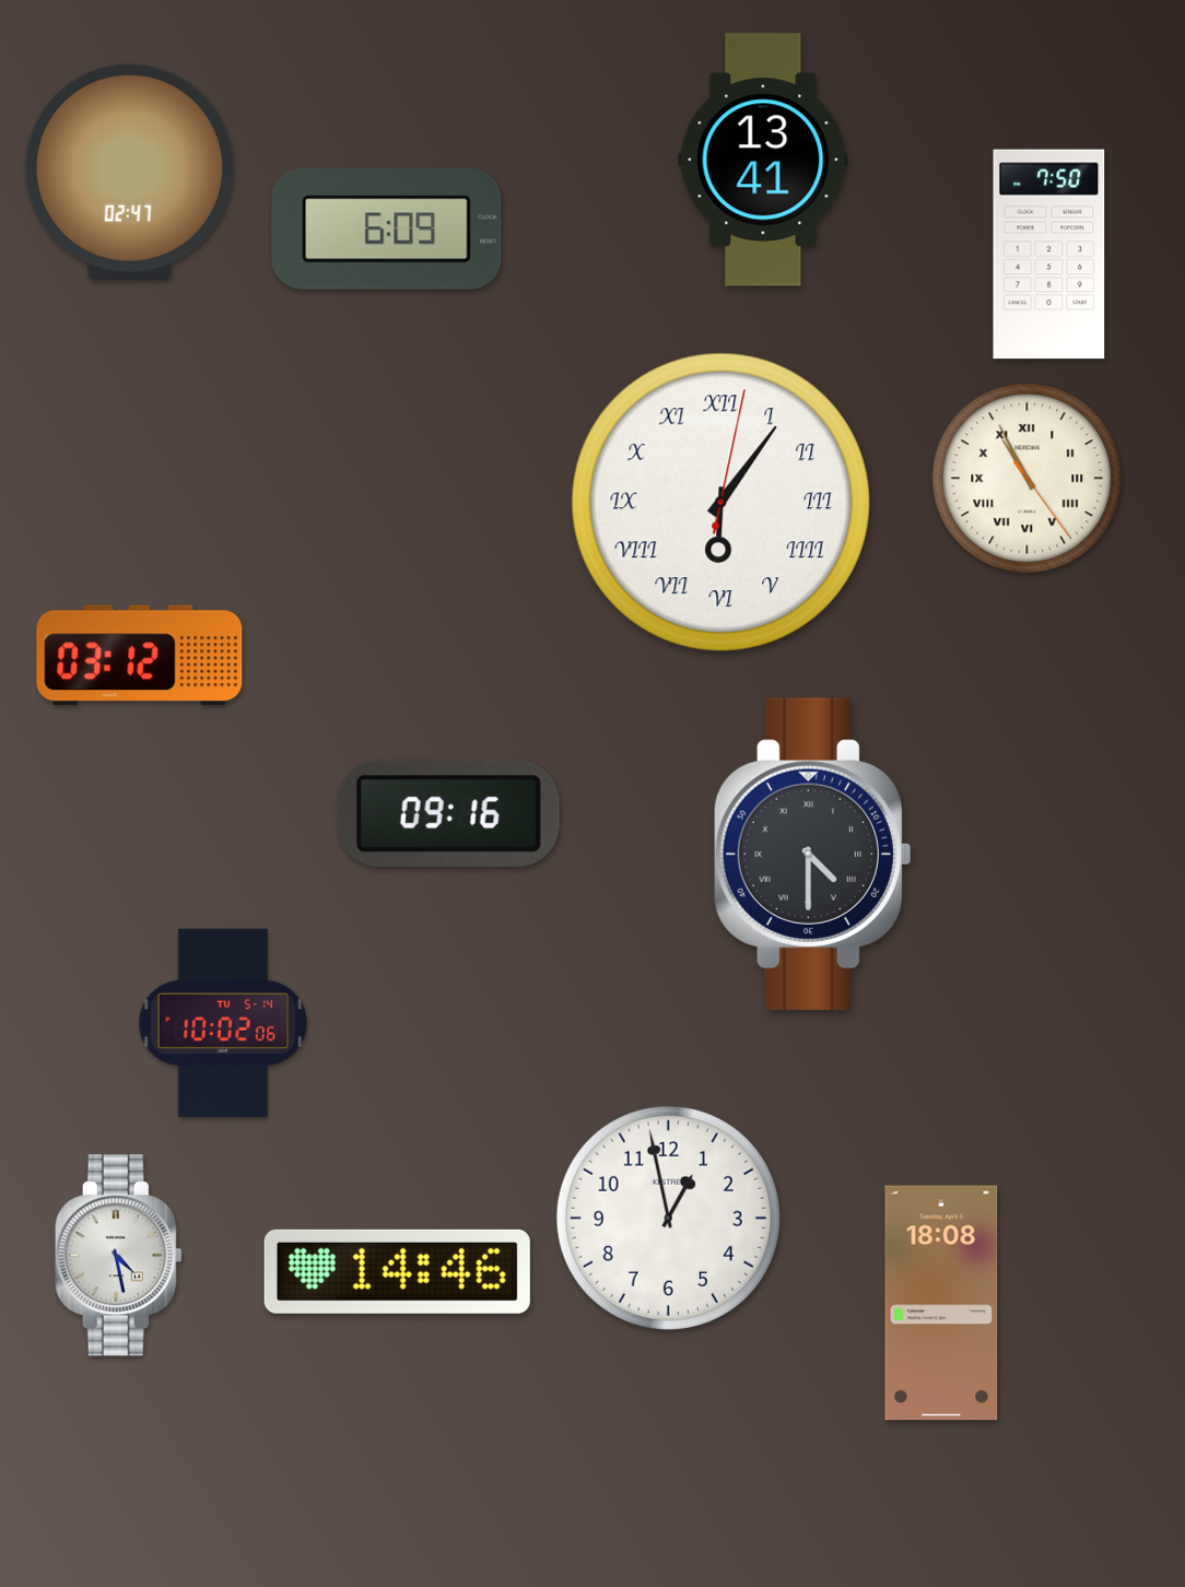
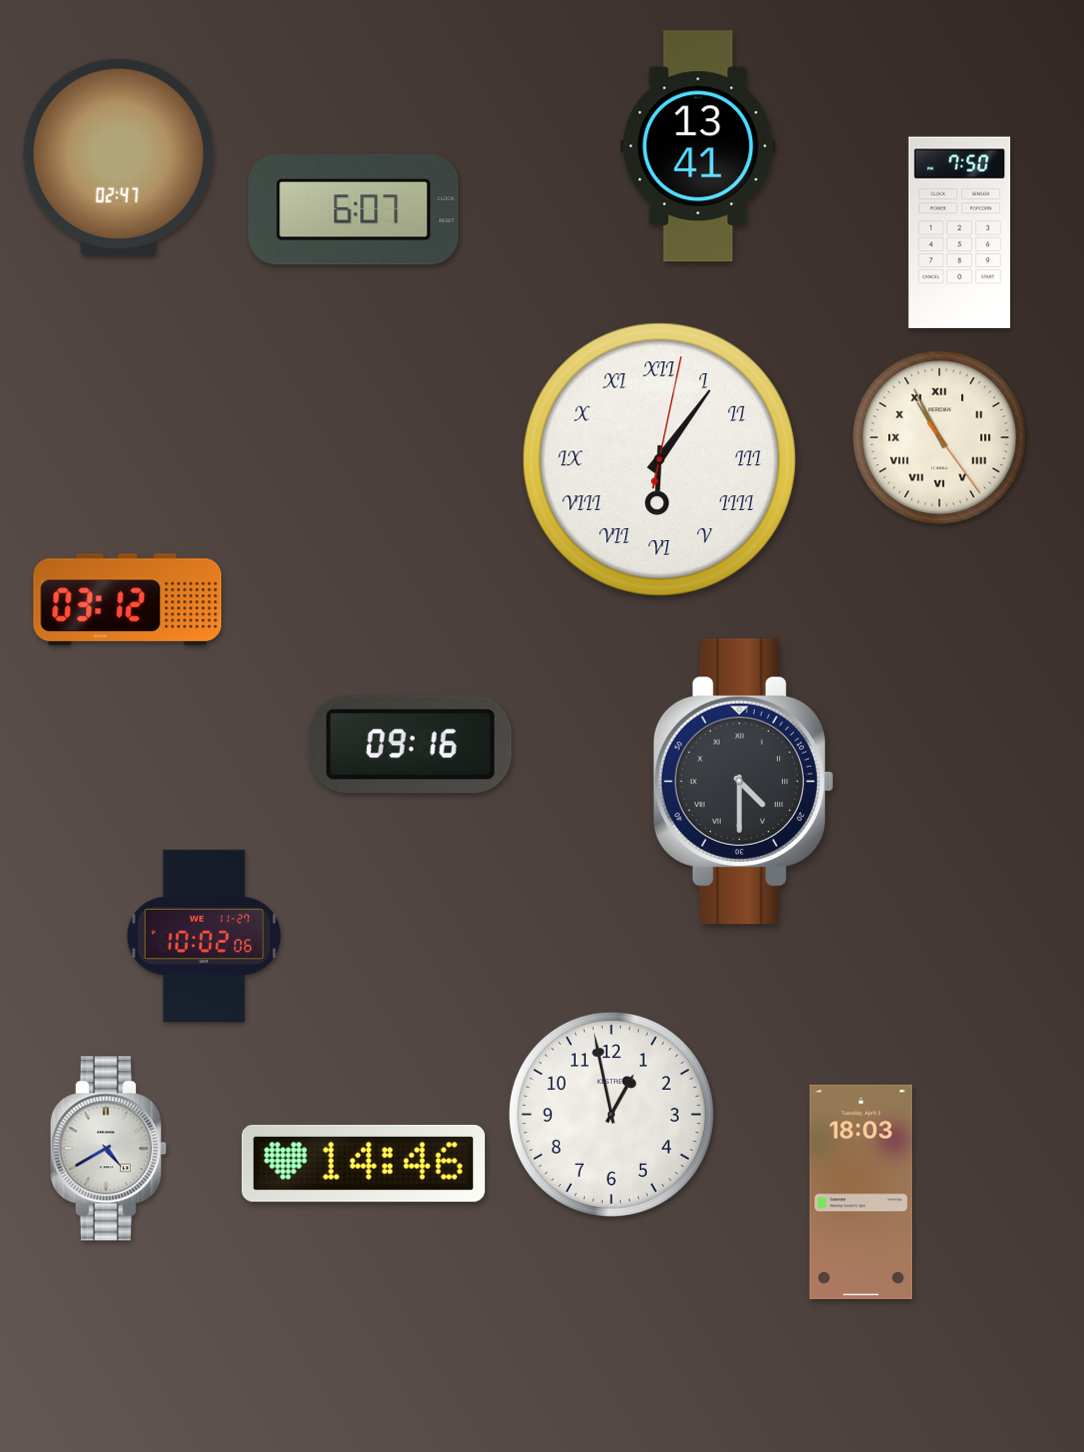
clock at (387, 230): 6:09 -> 6:07
clock at (223, 1023) date: TU 5-14 -> WE 11-27
clock at (118, 1256): 4:28 -> 4:40
clock at (941, 1303): 18:08 -> 18:03
